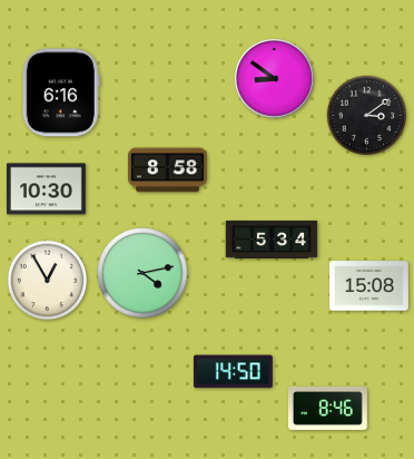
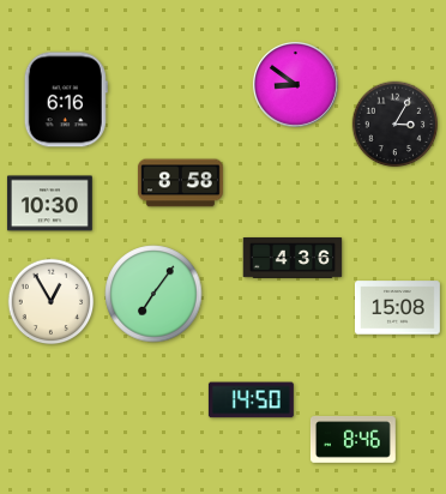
clock at (367, 116): 3:09 -> 3:05
clock at (272, 240): 5:34 -> 4:36
clock at (142, 273): 4:13 -> 7:06
